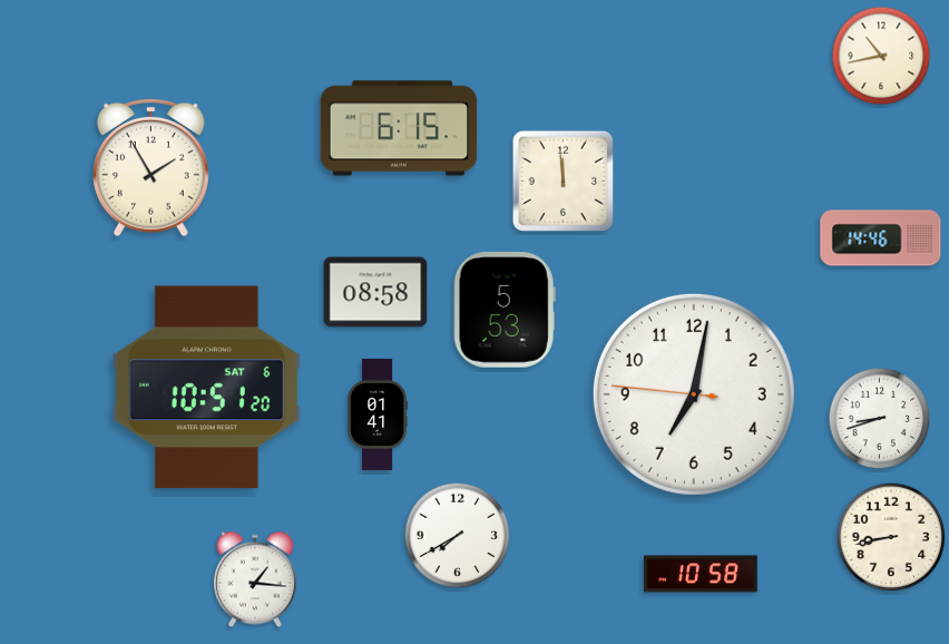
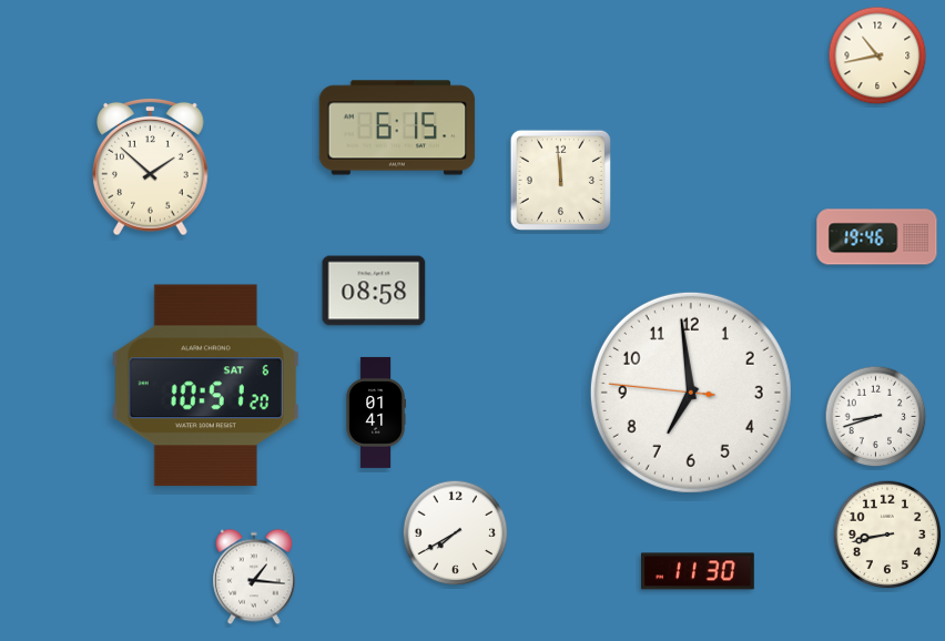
clock at (151, 167): 1:55 -> 1:52
clock at (881, 238): 14:46 -> 19:46
clock at (505, 310): 5:53 -> none
clock at (694, 394): 7:01 -> 6:58
clock at (701, 574): 10:58 -> 11:30
